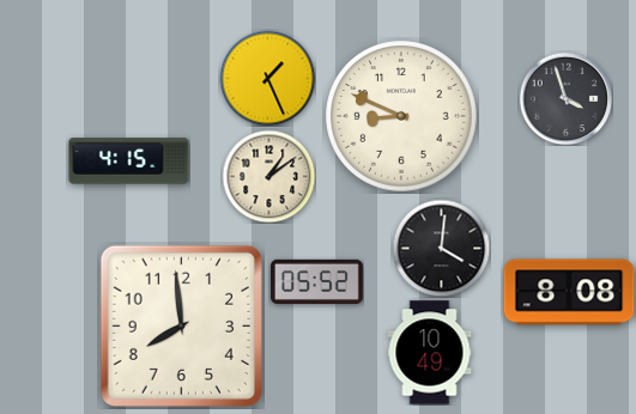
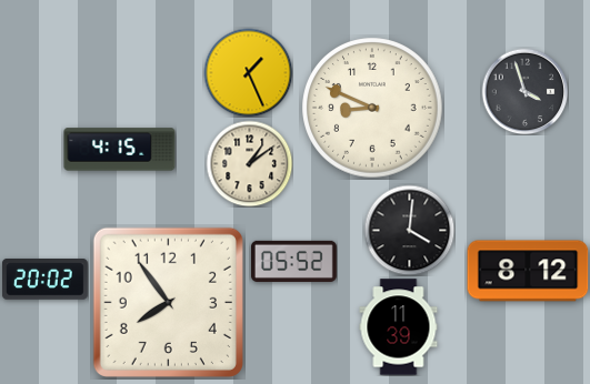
clock at (569, 292): 8:08 -> 8:12
clock at (44, 280): none -> 20:02
clock at (181, 325): 7:59 -> 7:54
clock at (430, 353): 10:49 -> 11:39
